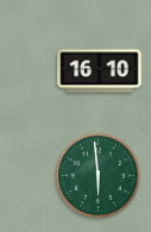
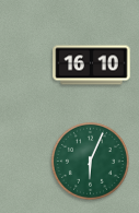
clock at (97, 175): 5:59 -> 6:04
